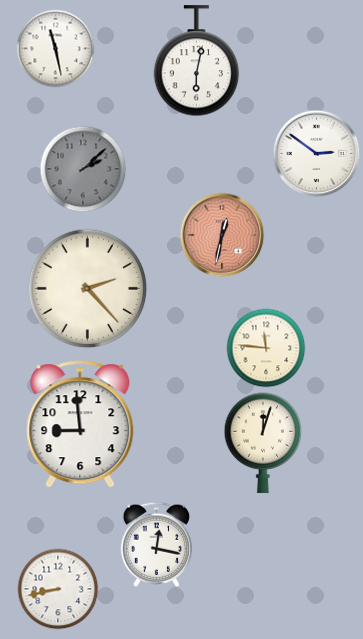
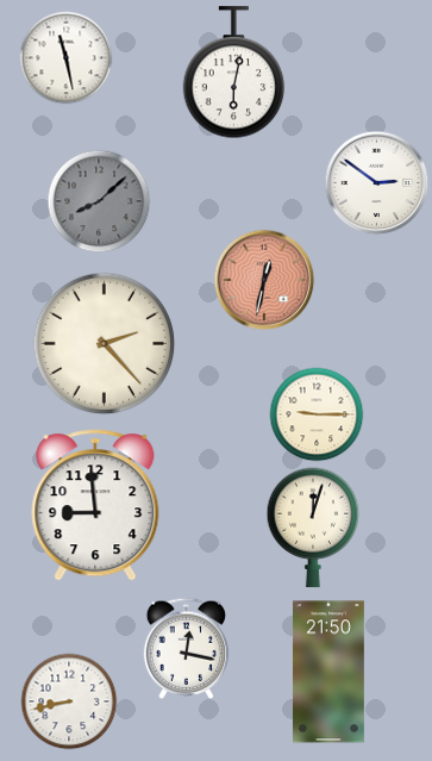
clock at (83, 169): 2:08 -> 8:08
clock at (266, 348): 11:46 -> 9:15
clock at (328, 672): none -> 21:50
